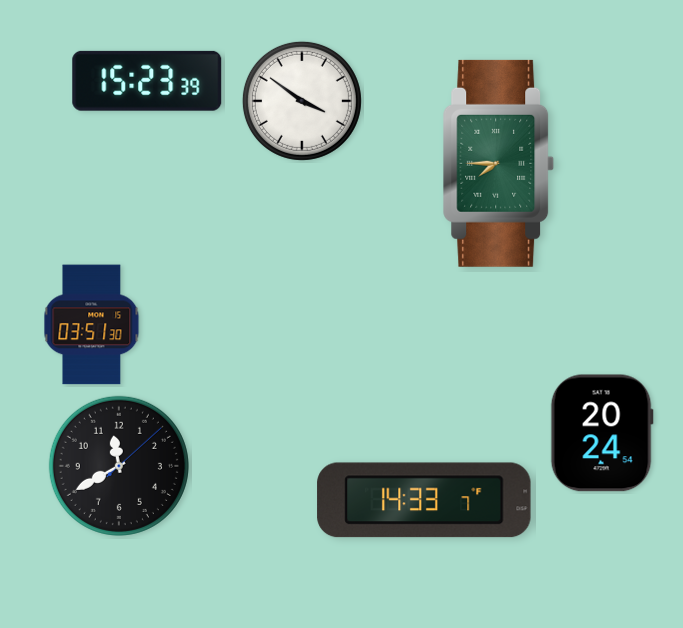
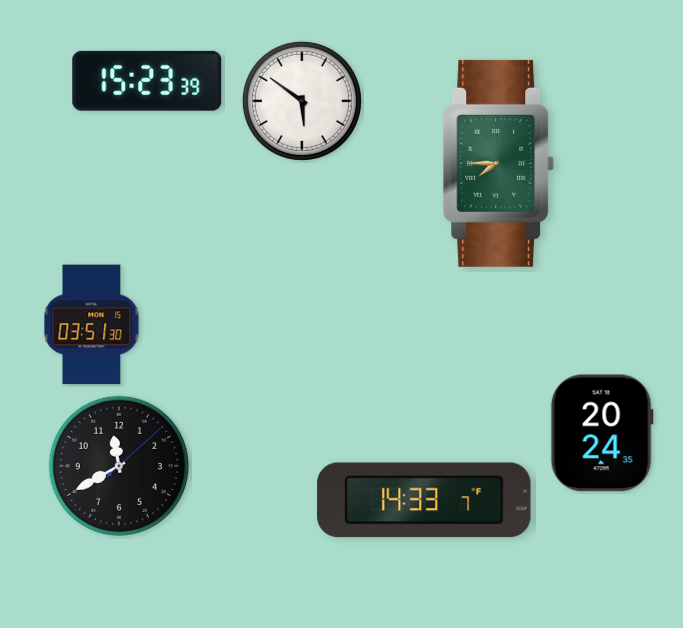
clock at (302, 101): 3:51 -> 5:51
clock at (602, 433): 20:24:54 -> 20:24:35
